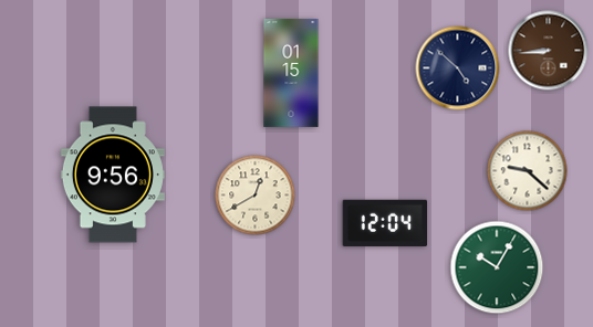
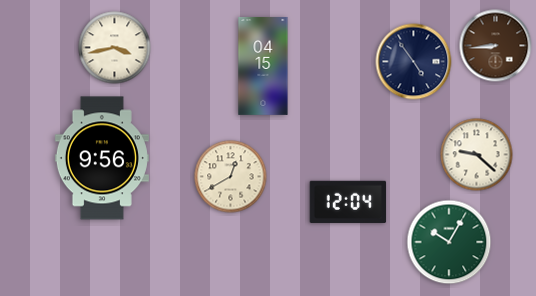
clock at (115, 48): none -> 3:43
clock at (458, 68): 4:52 -> 4:54
clock at (291, 73): 01:15 -> 04:15
